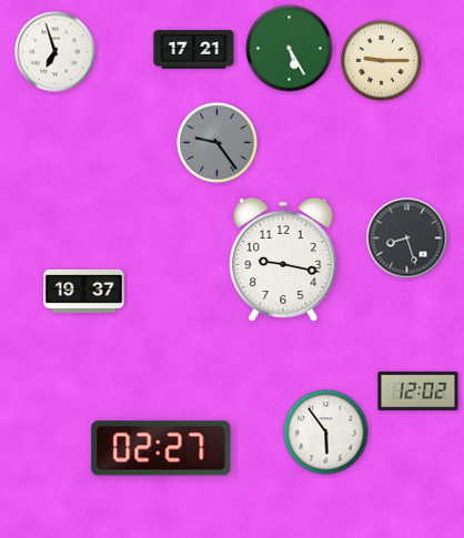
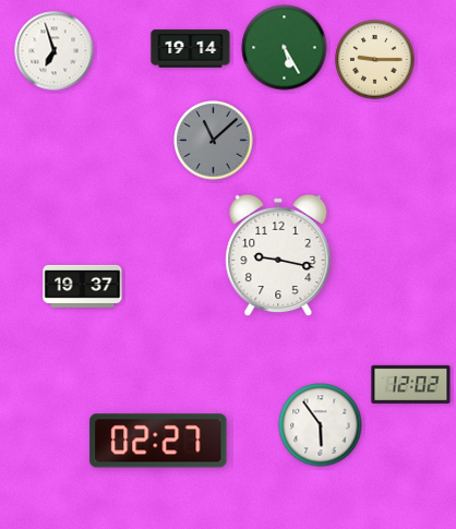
clock at (194, 50): 17:21 -> 19:14
clock at (218, 143): 9:24 -> 11:08
clock at (407, 238): 8:27 -> none
